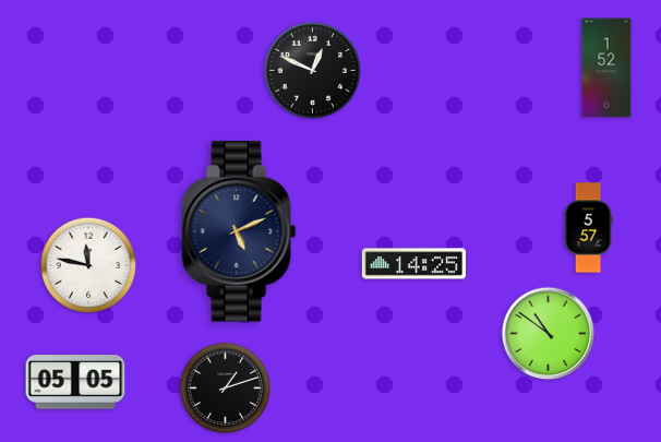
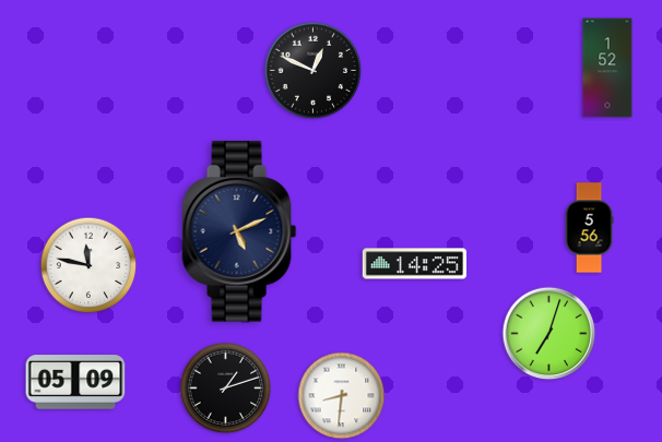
clock at (588, 228): 5:57 -> 5:56
clock at (549, 334): 10:51 -> 7:03
clock at (75, 382): 05:05 -> 05:09
clock at (342, 396): none -> 8:31
